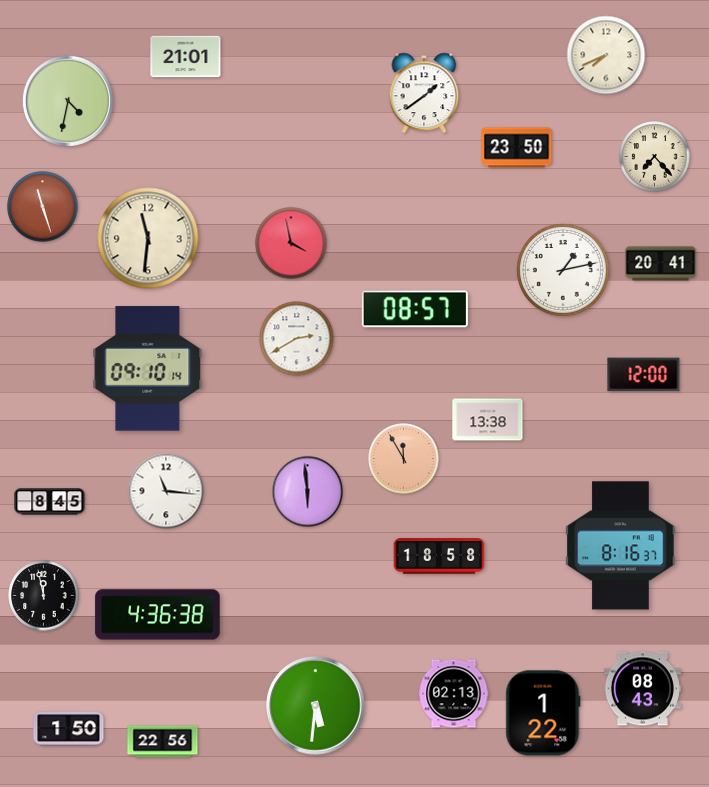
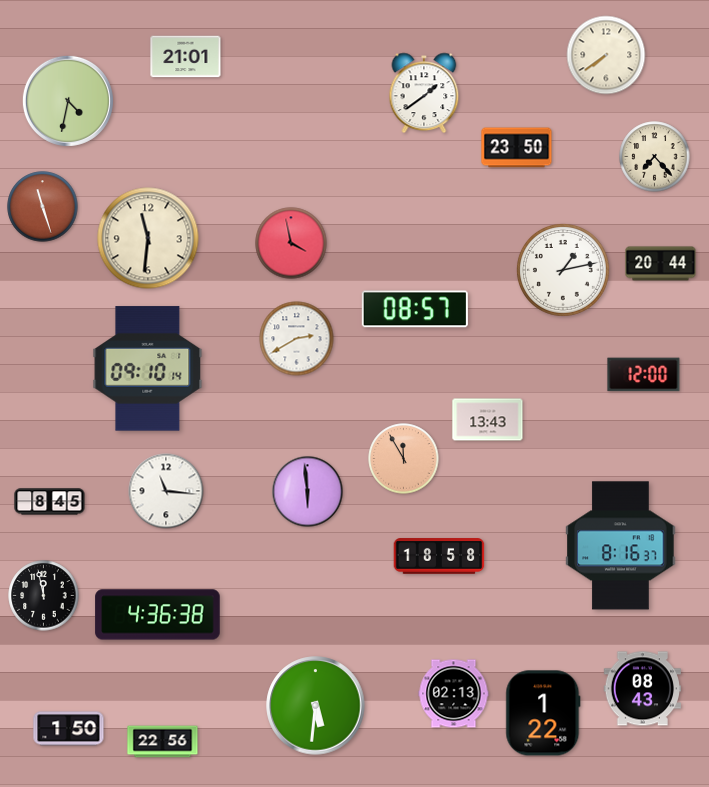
clock at (606, 55): 7:41 -> 7:39
clock at (661, 264): 20:41 -> 20:44
clock at (488, 420): 13:38 -> 13:43
